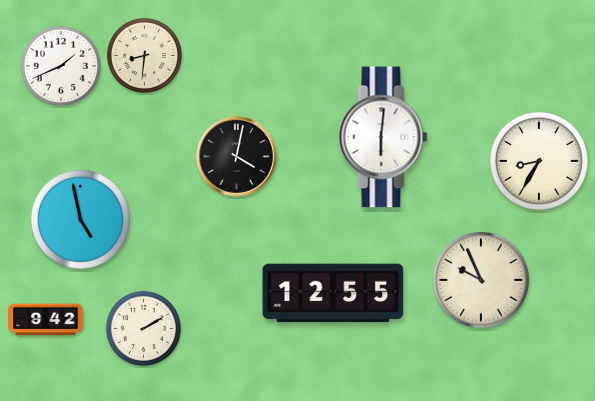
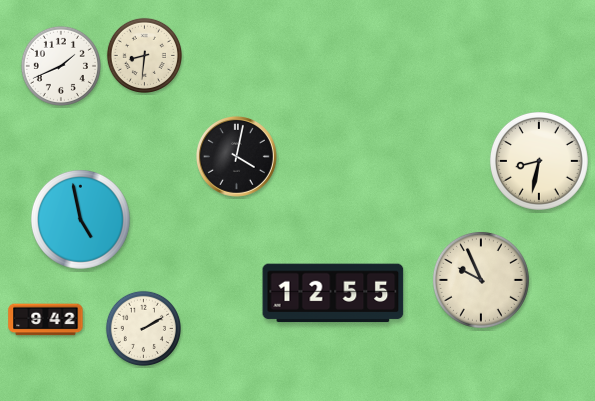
clock at (383, 137): 6:01 -> none
clock at (539, 161): 8:35 -> 8:32
